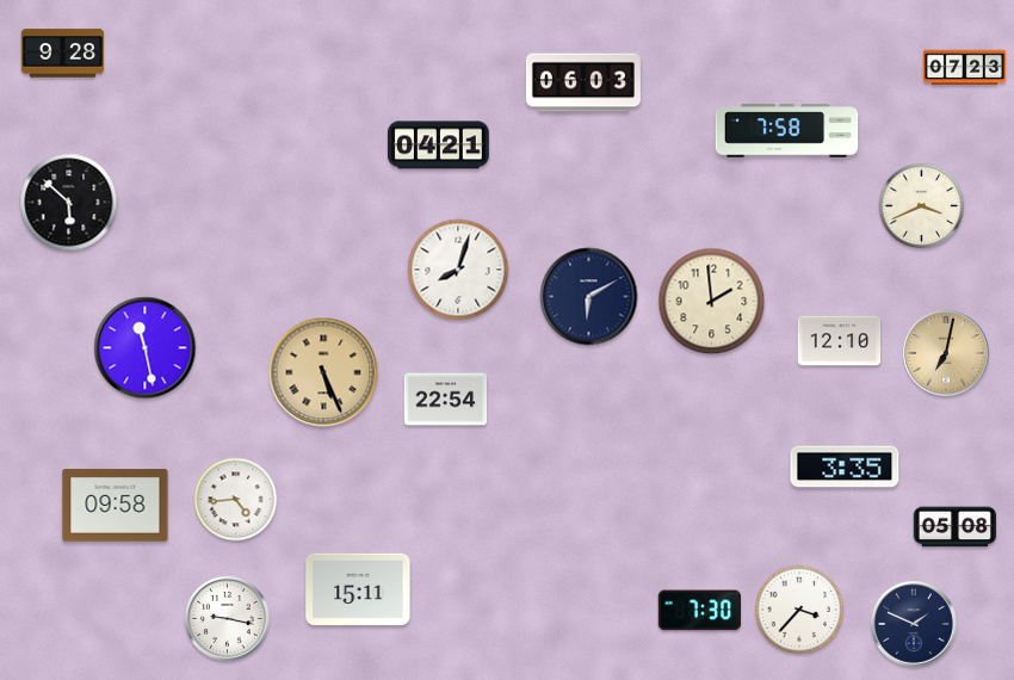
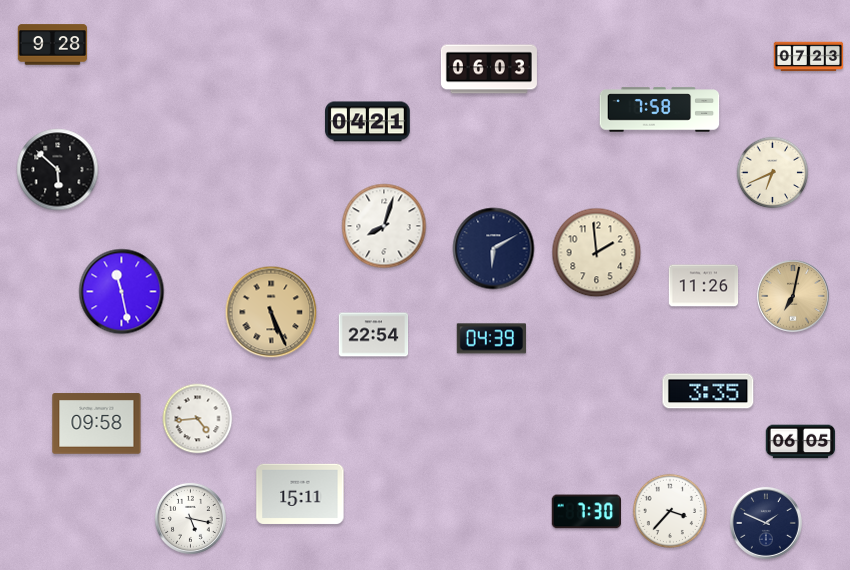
clock at (922, 206): 3:41 -> 6:41
clock at (840, 341): 12:10 -> 11:26
clock at (491, 339): none -> 04:39
clock at (956, 527): 05:08 -> 06:05
clock at (227, 618): 9:17 -> 5:17
